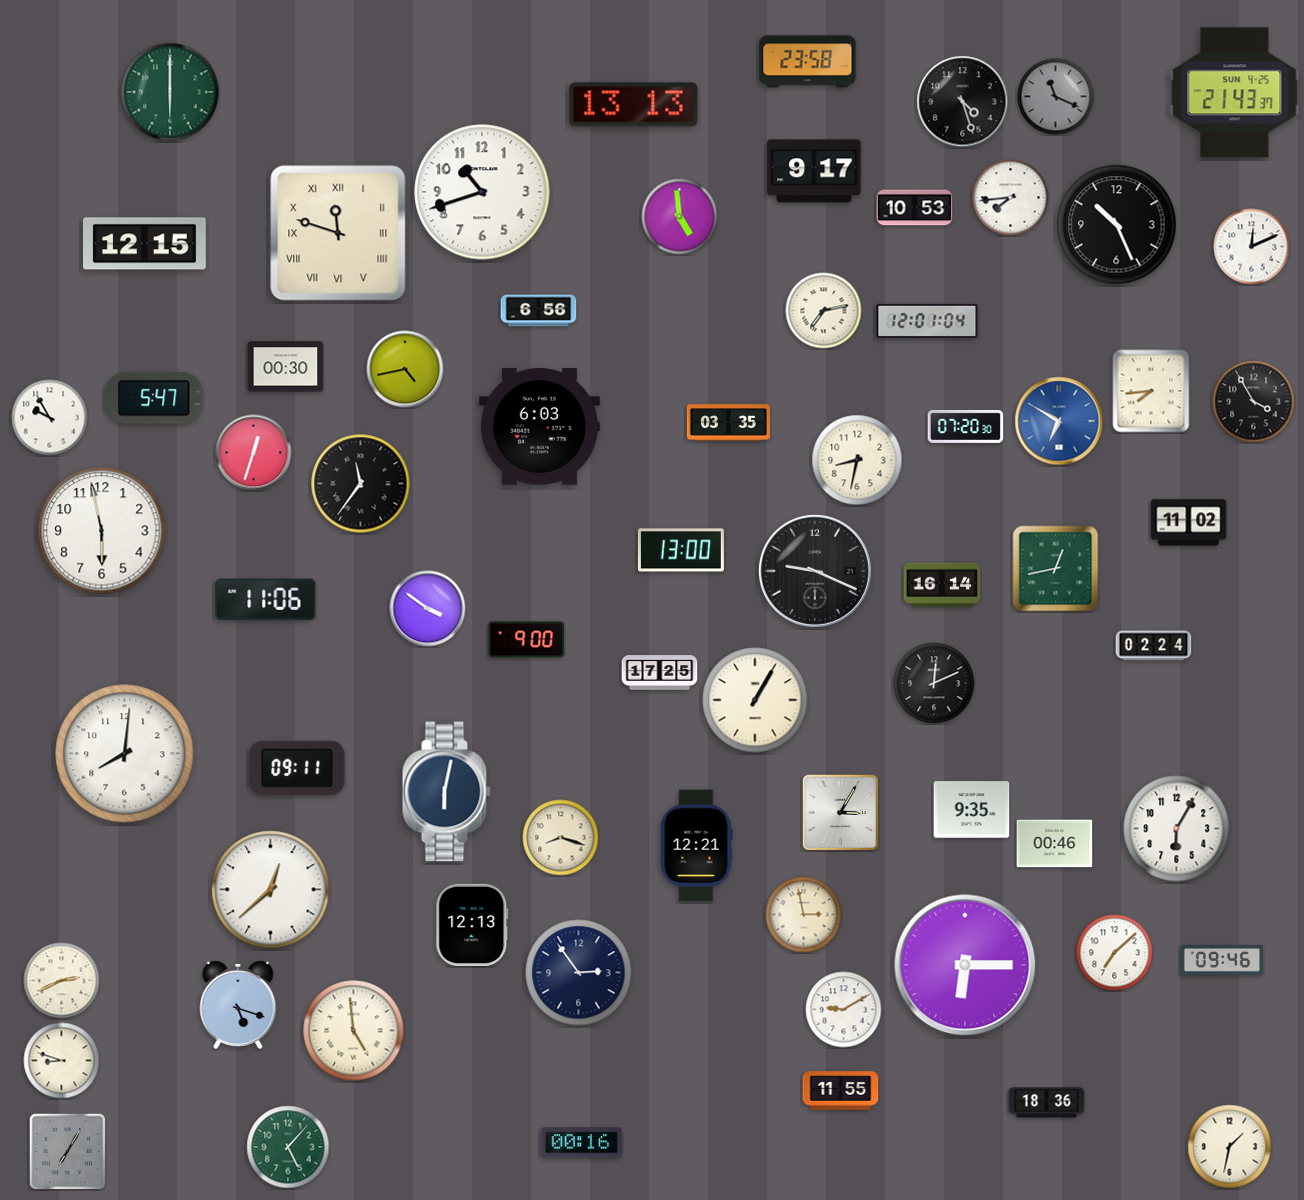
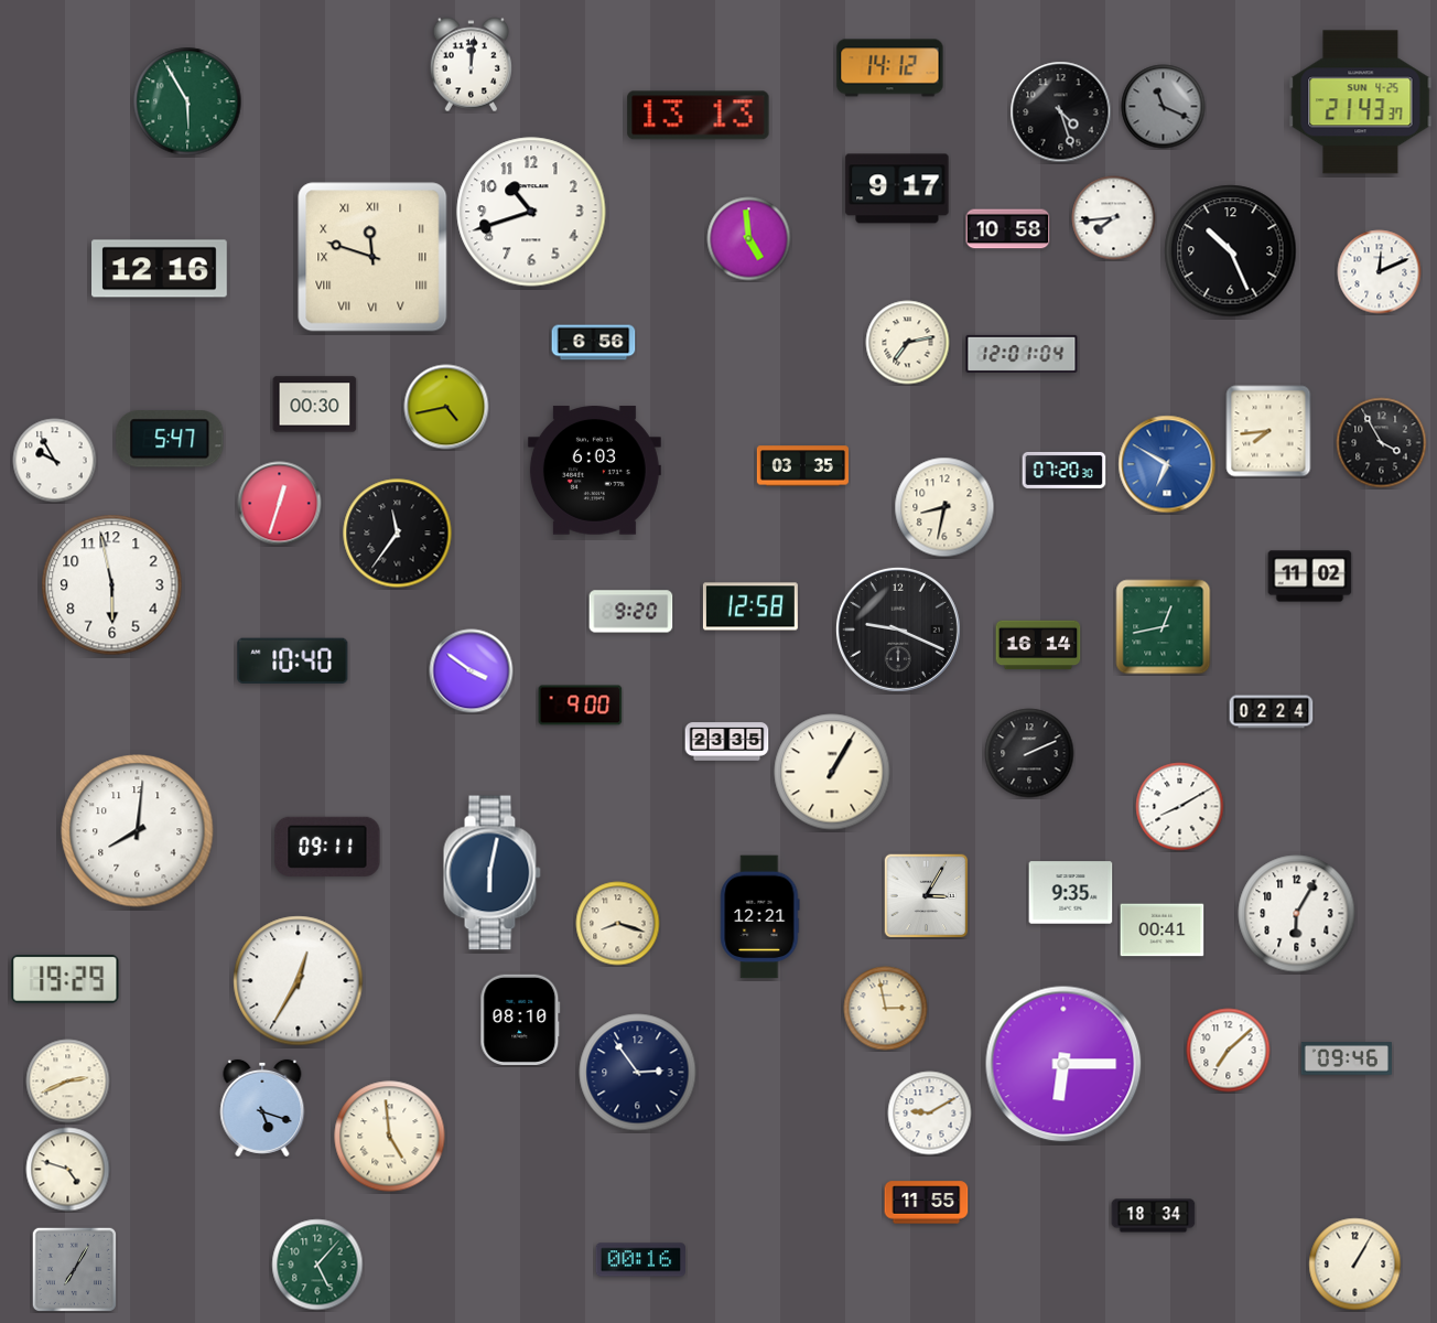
clock at (471, 65): none -> 12:01
clock at (808, 62): 23:58 -> 14:12
clock at (170, 92): 6:00 -> 5:55
clock at (915, 208): 10:53 -> 10:58
clock at (1117, 225) position: (1117, 225) -> (1231, 251)
clock at (145, 244): 12:15 -> 12:16
clock at (254, 453) position: (254, 453) -> (280, 504)
clock at (681, 550): 13:00 -> 12:58
clock at (631, 612): none -> 9:20
clock at (266, 599): 11:06 -> 10:40
clock at (660, 673): 17:25 -> 23:35
clock at (934, 683): 12:11 -> 2:11
clock at (1180, 807): none -> 8:10
clock at (1055, 844): 00:46 -> 00:41
clock at (697, 846) position: (697, 846) -> (760, 917)
clock at (65, 980): none -> 19:29
clock at (271, 890): 12:38 -> 12:35
clock at (472, 925): 12:13 -> 08:10
clock at (62, 1061): 8:48 -> 4:48
clock at (1047, 1103): 18:36 -> 18:34
clock at (1230, 1147): 1:32 -> 1:05
